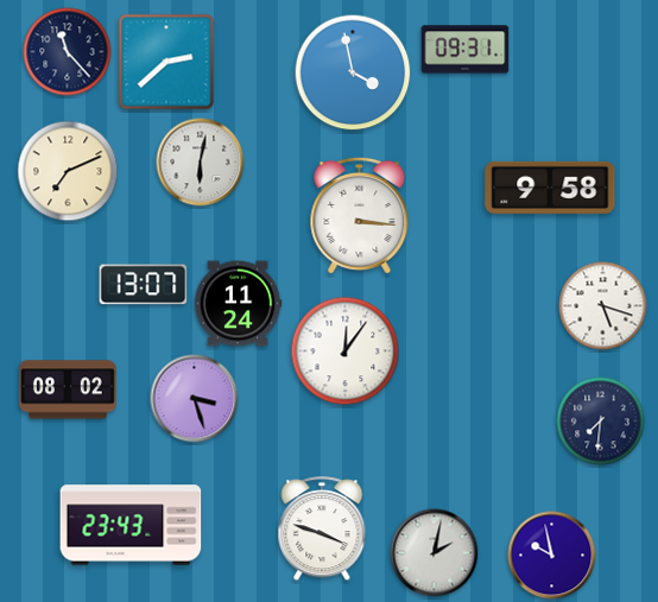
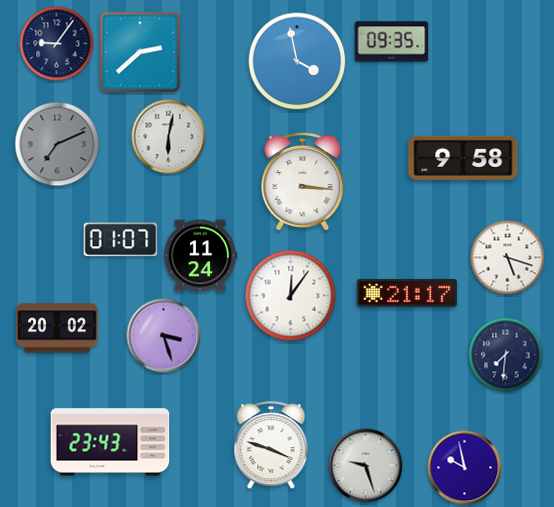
clock at (466, 50): 09:31 -> 09:35
clock at (68, 52): 11:23 -> 9:06
clock at (68, 171) dial: cream -> grey
clock at (144, 285): 13:07 -> 01:07
clock at (407, 293): none -> 21:17
clock at (69, 389): 08:02 -> 20:02
clock at (435, 553): 2:02 -> 9:27
